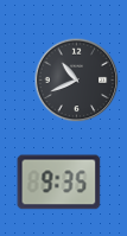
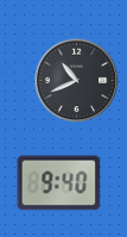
clock at (59, 183): 9:35 -> 9:40
